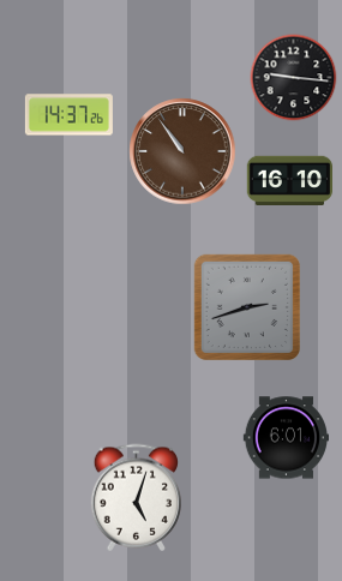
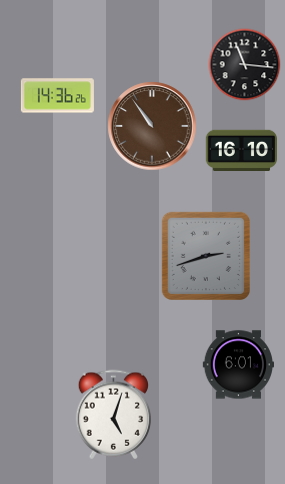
clock at (294, 78): 9:16 -> 11:16
clock at (68, 115): 14:37 -> 14:36
